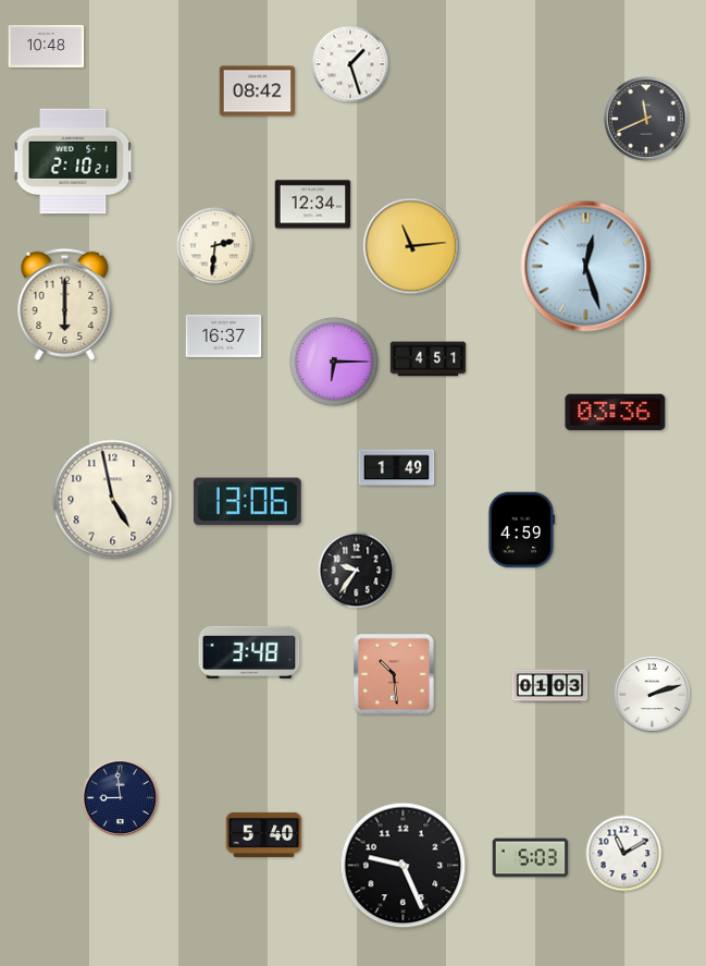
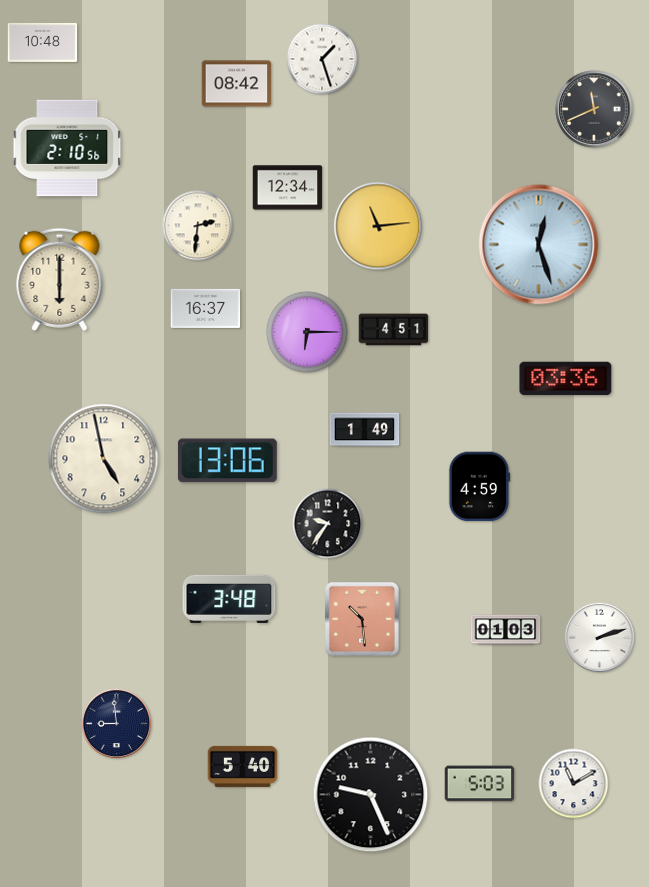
clock at (73, 161): 2:10:21 -> 2:10:56
clock at (121, 798) position: (121, 798) -> (117, 724)
clock at (531, 858) position: (531, 858) -> (480, 784)
